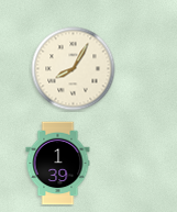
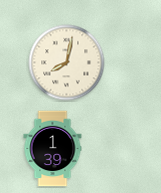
clock at (74, 69): 8:05 -> 8:02
